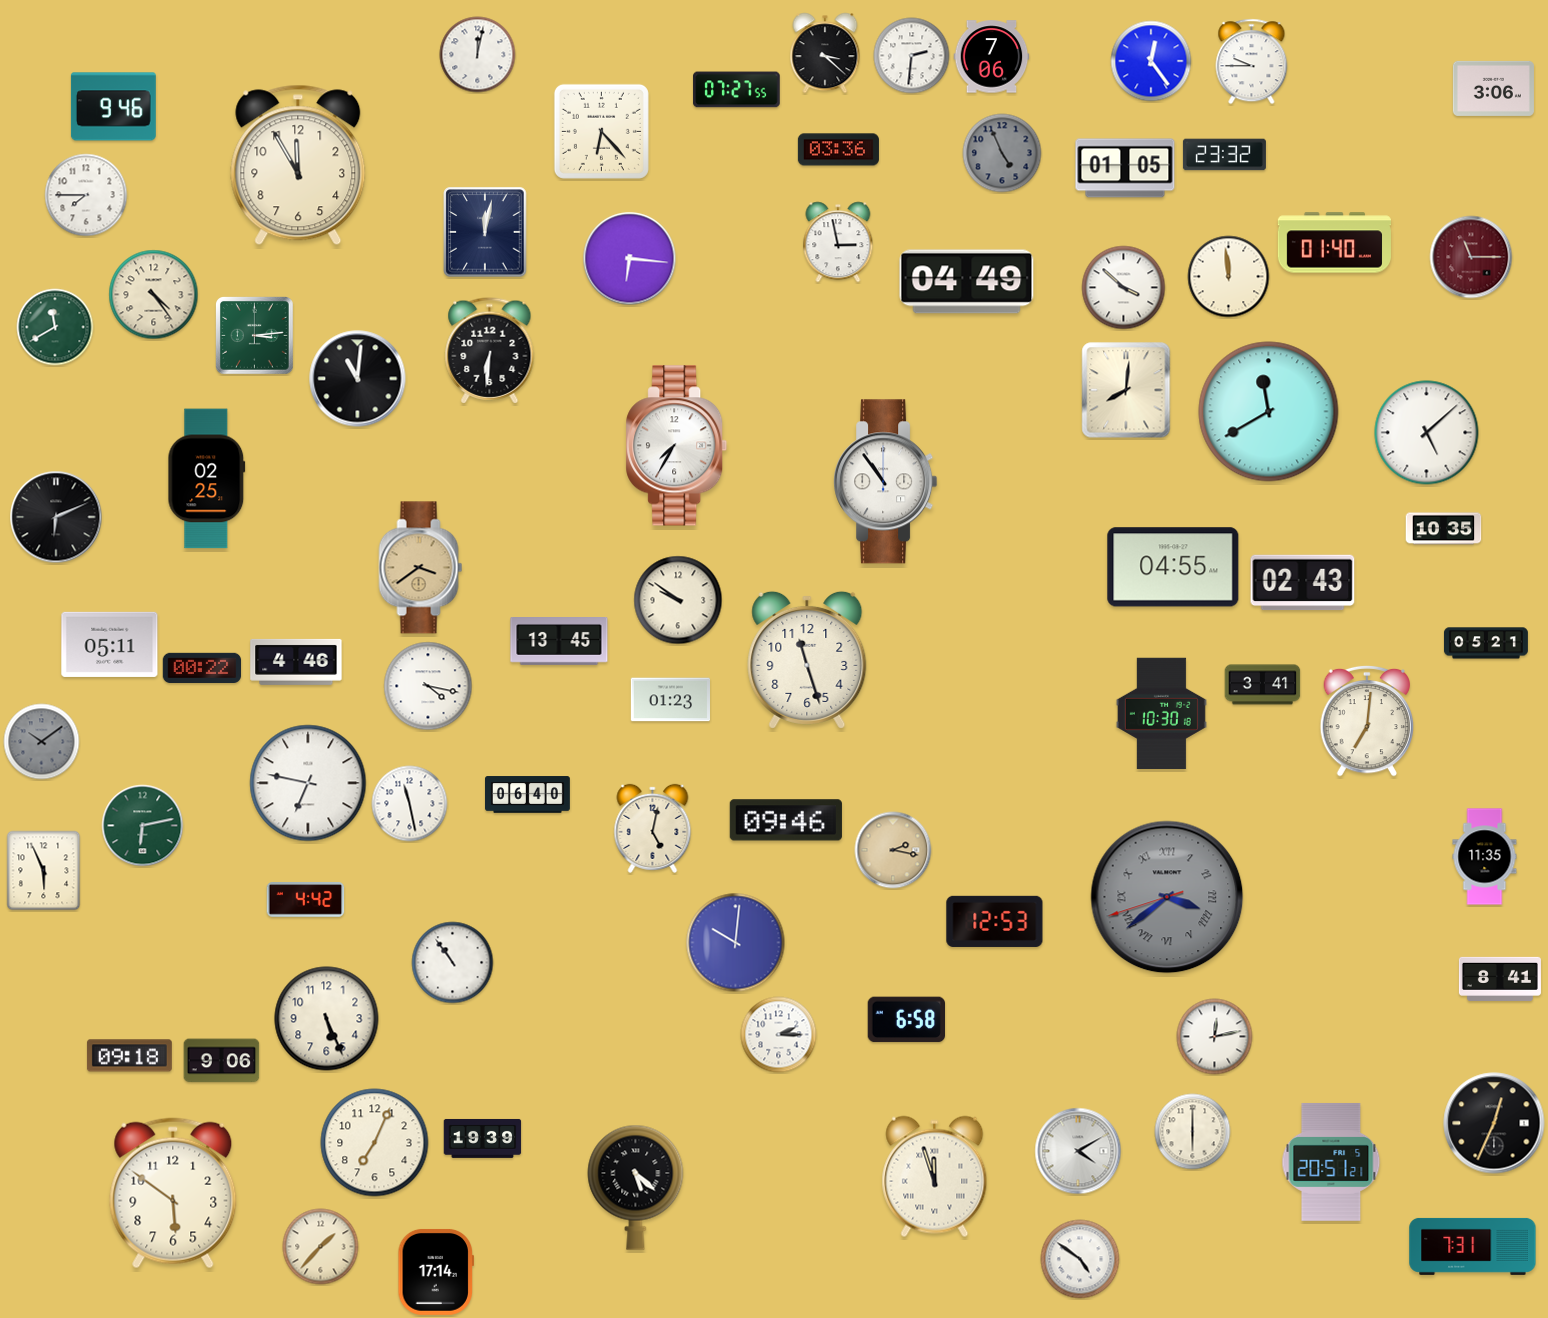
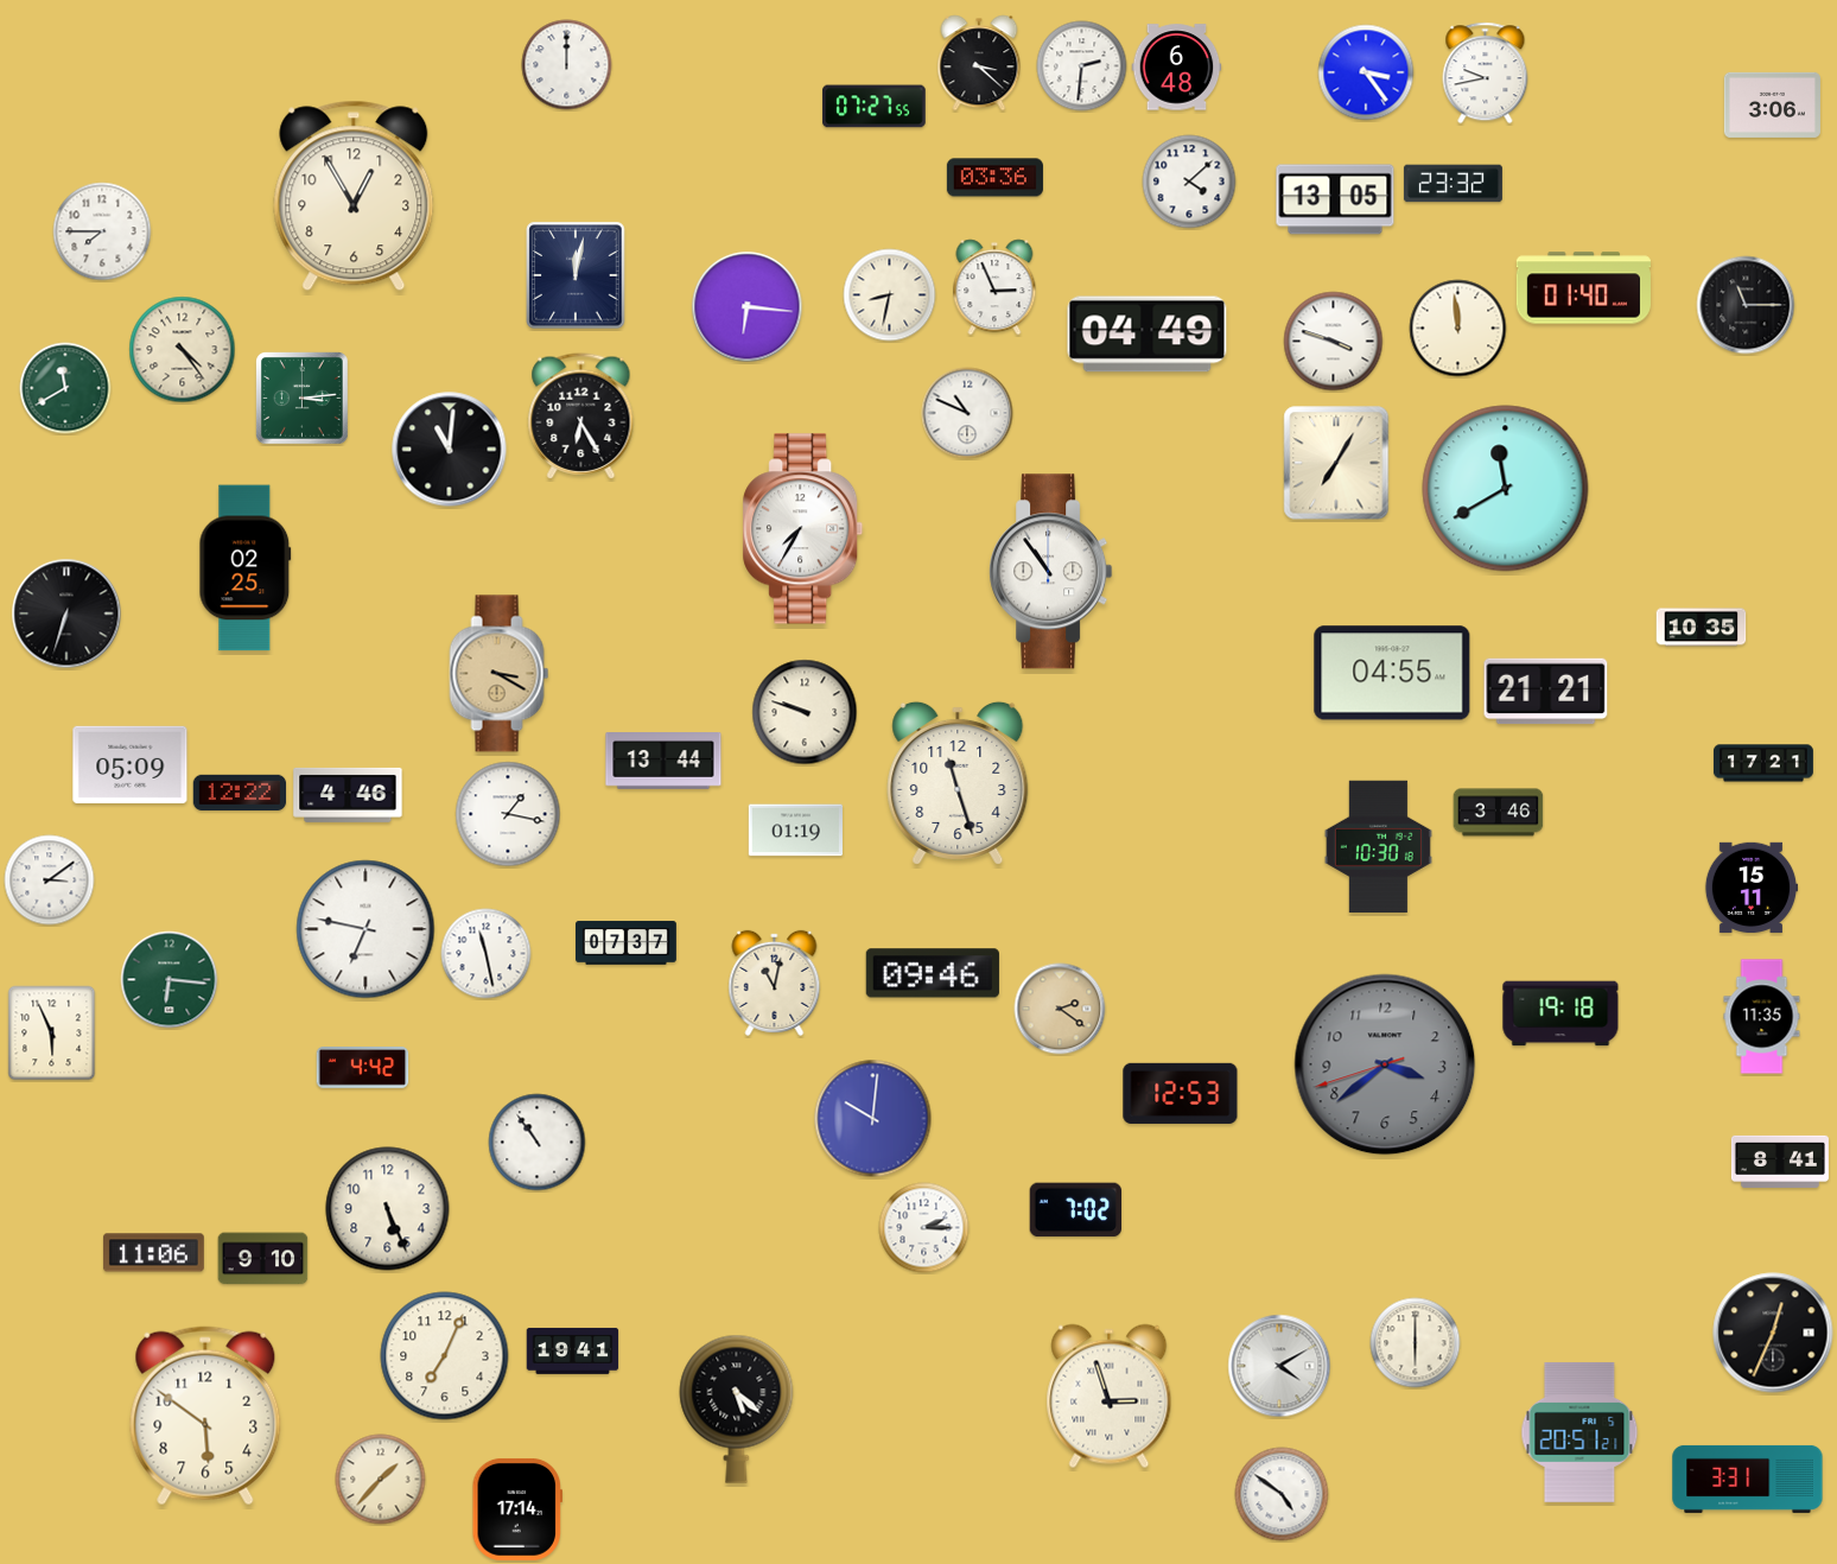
clock at (478, 55): 12:02 -> 12:00
clock at (992, 57): 7:06 -> 6:48
clock at (1151, 61): 12:24 -> 3:24
clock at (1252, 62): 9:45 -> 9:43
clock at (113, 107): 9:46 -> none
clock at (601, 131): 6:23 -> none
clock at (1002, 153): 4:56 -> 4:08
clock at (1002, 153) dial: grey -> white
clock at (298, 165): 11:55 -> 12:55
clock at (1125, 168): 01:05 -> 13:05
clock at (838, 242): 2:58 -> 2:56
clock at (890, 295): none -> 8:32
clock at (1471, 257) dial: burgundy -> black
clock at (1124, 288): 3:52 -> 3:48
clock at (967, 413): none -> 10:49
clock at (490, 351): 6:31 -> 6:25
clock at (358, 379) position: (358, 379) -> (450, 450)
clock at (1126, 390): 8:01 -> 7:05
clock at (1427, 433): 5:08 -> none
clock at (56, 517): 6:11 -> 6:33
clock at (1444, 529) position: (1444, 529) -> (1702, 628)
clock at (421, 568): 3:39 -> 3:20
clock at (1303, 583): 02:43 -> 21:21
clock at (678, 600): 9:51 -> 9:48
clock at (559, 642): 13:45 -> 13:44
clock at (1486, 643): 05:21 -> 17:21
clock at (110, 644): 05:11 -> 05:09
clock at (296, 662) position: (296, 662) -> (348, 795)
clock at (202, 667): 00:22 -> 12:22
clock at (1263, 685): 3:41 -> 3:46
clock at (428, 686): 4:17 -> 1:17
clock at (670, 700): 01:23 -> 01:19
clock at (1367, 721): 7:01 -> none
clock at (42, 742): 10:09 -> 3:09
clock at (42, 742) dial: grey -> white
clock at (1752, 888): none -> 15:11
clock at (528, 795): 06:40 -> 07:37
clock at (143, 826): 6:13 -> 6:16
clock at (653, 828): 5:02 -> 11:02
clock at (893, 850): 2:17 -> 2:21
clock at (1561, 1013): none -> 19:18
clock at (1167, 897) numerals: Roman -> Arabic
clock at (907, 1020): 6:58 -> 7:02
clock at (1215, 1037): 12:13 -> none
clock at (129, 1056): 09:18 -> 11:06
clock at (222, 1061): 9:06 -> 9:10
clock at (483, 1138): 19:39 -> 19:41
clock at (1331, 1162) position: (1331, 1162) -> (1579, 1432)
clock at (935, 1177): 11:57 -> 2:57
clock at (636, 1187) position: (636, 1187) -> (737, 1409)
clock at (1473, 1246): 7:31 -> 3:31
